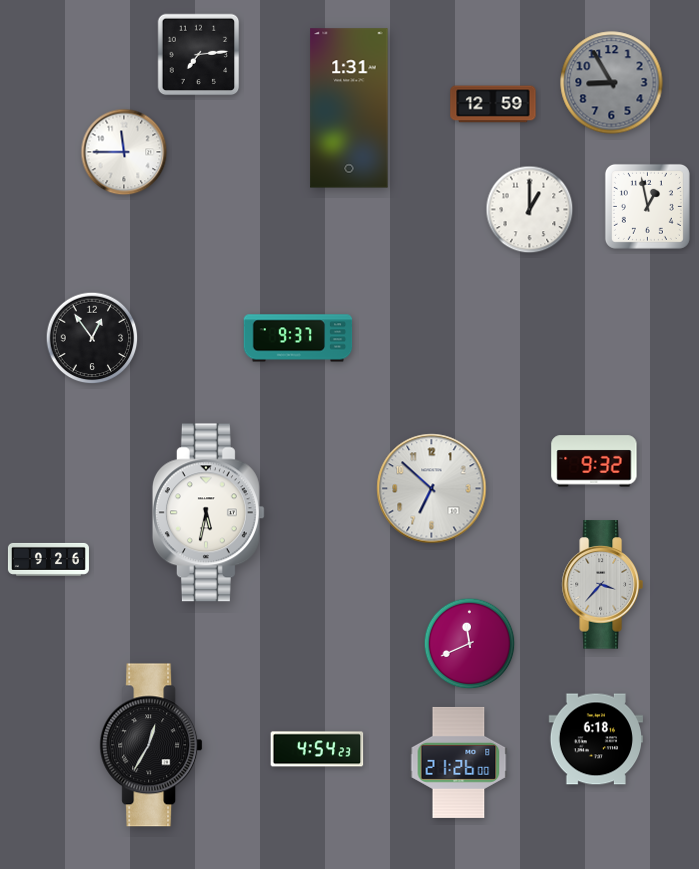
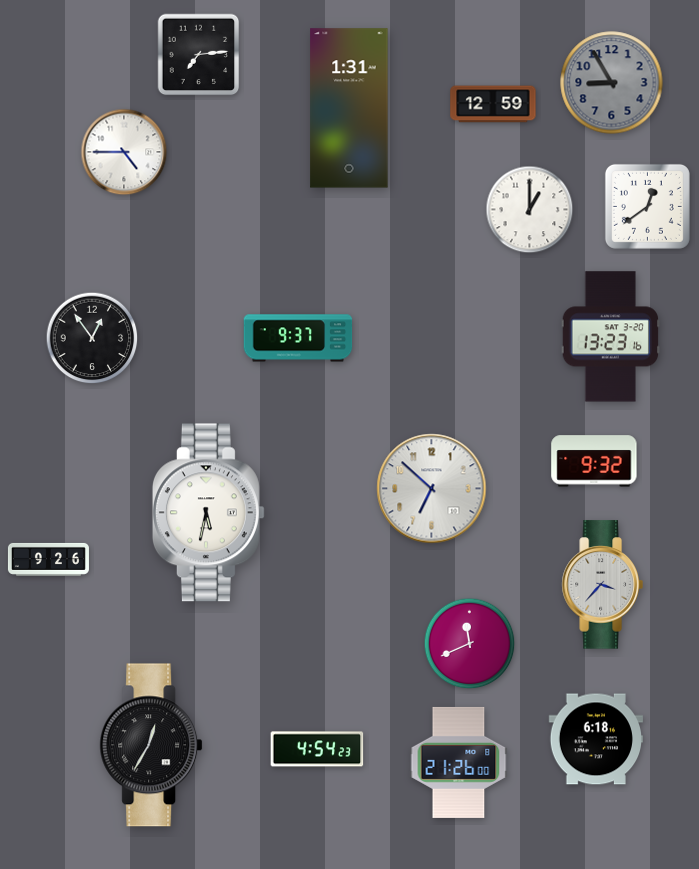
clock at (124, 152): 11:45 -> 4:45
clock at (647, 206): 12:58 -> 12:39
clock at (610, 337): none -> 13:23
